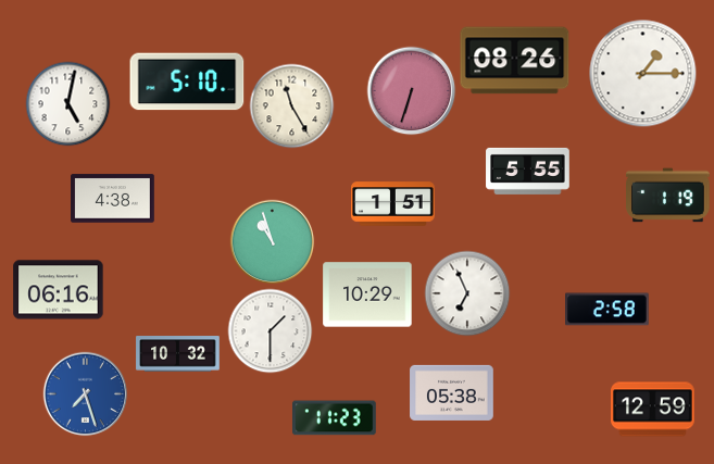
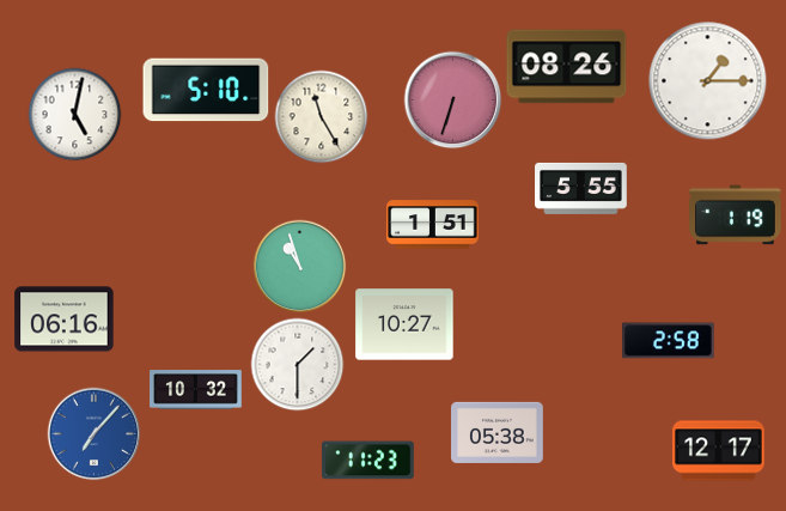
clock at (113, 199): 4:38 -> none
clock at (467, 293): 6:56 -> none
clock at (367, 294): 10:29 -> 10:27
clock at (85, 393): 7:27 -> 7:07
clock at (653, 410): 12:59 -> 12:17
